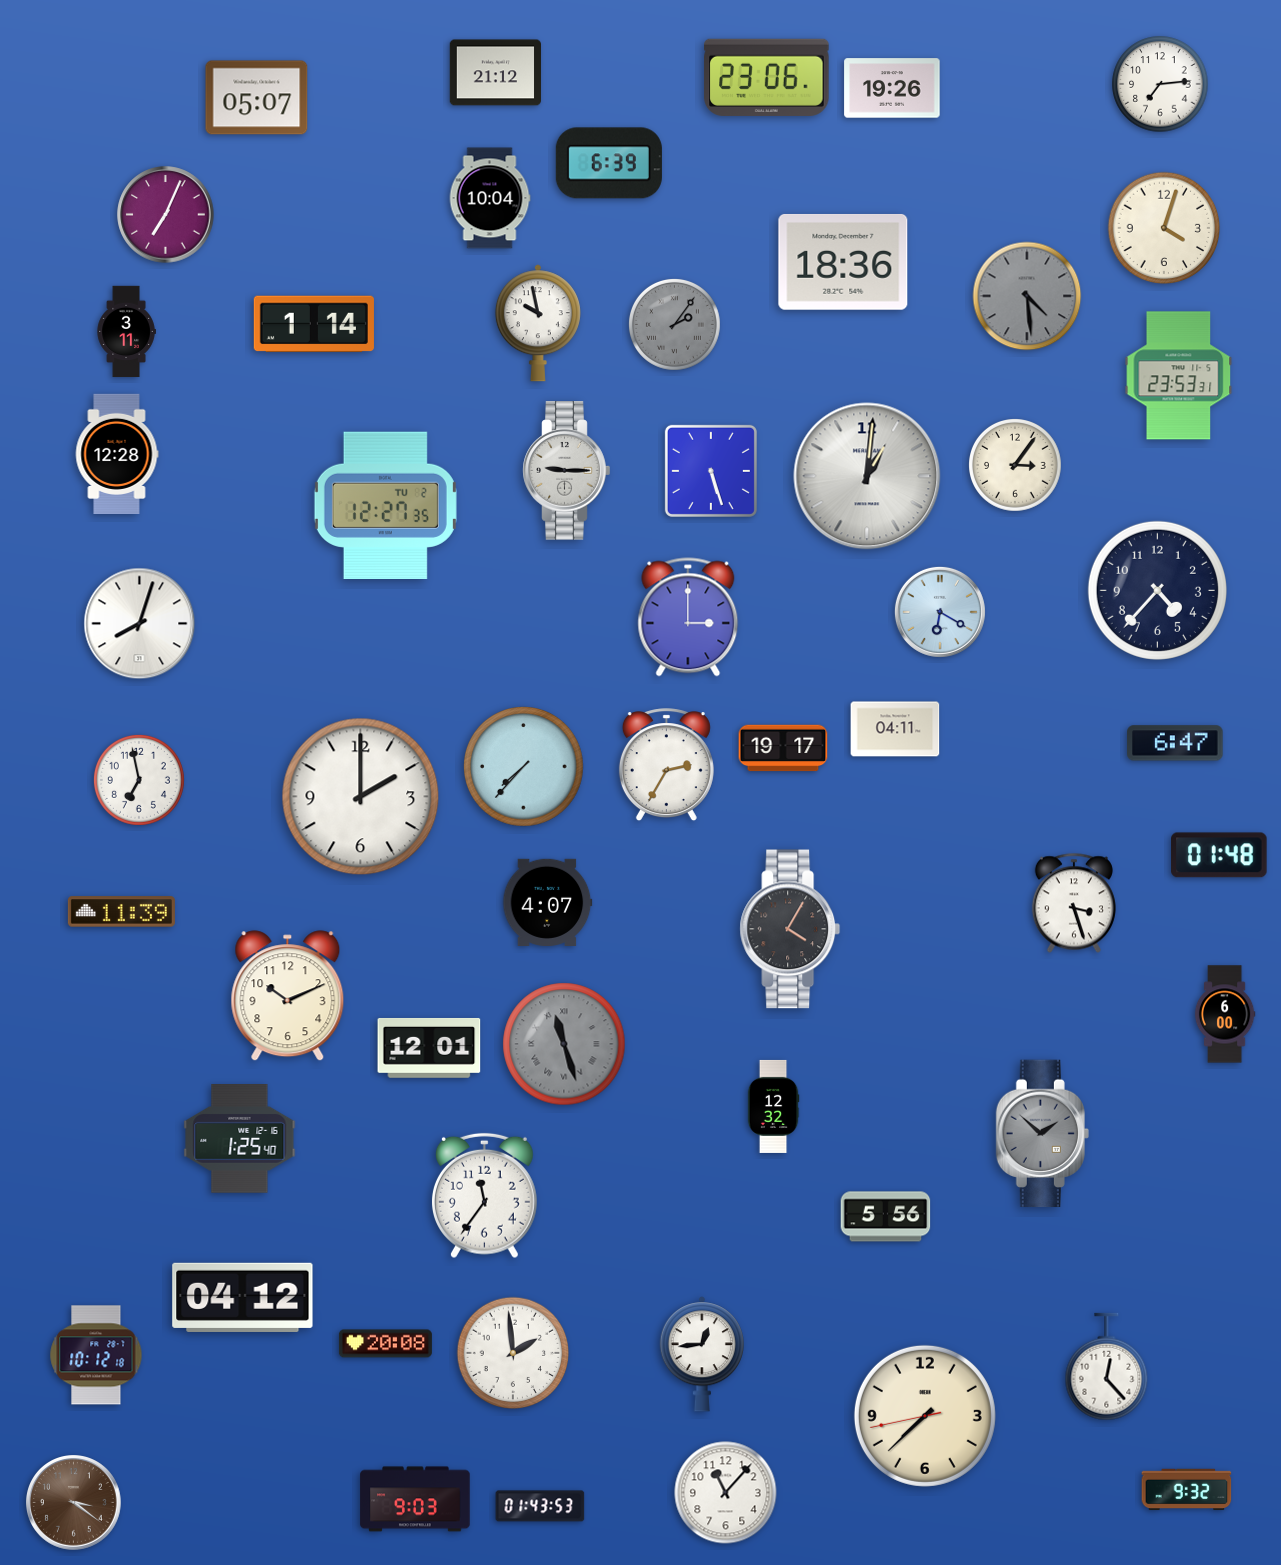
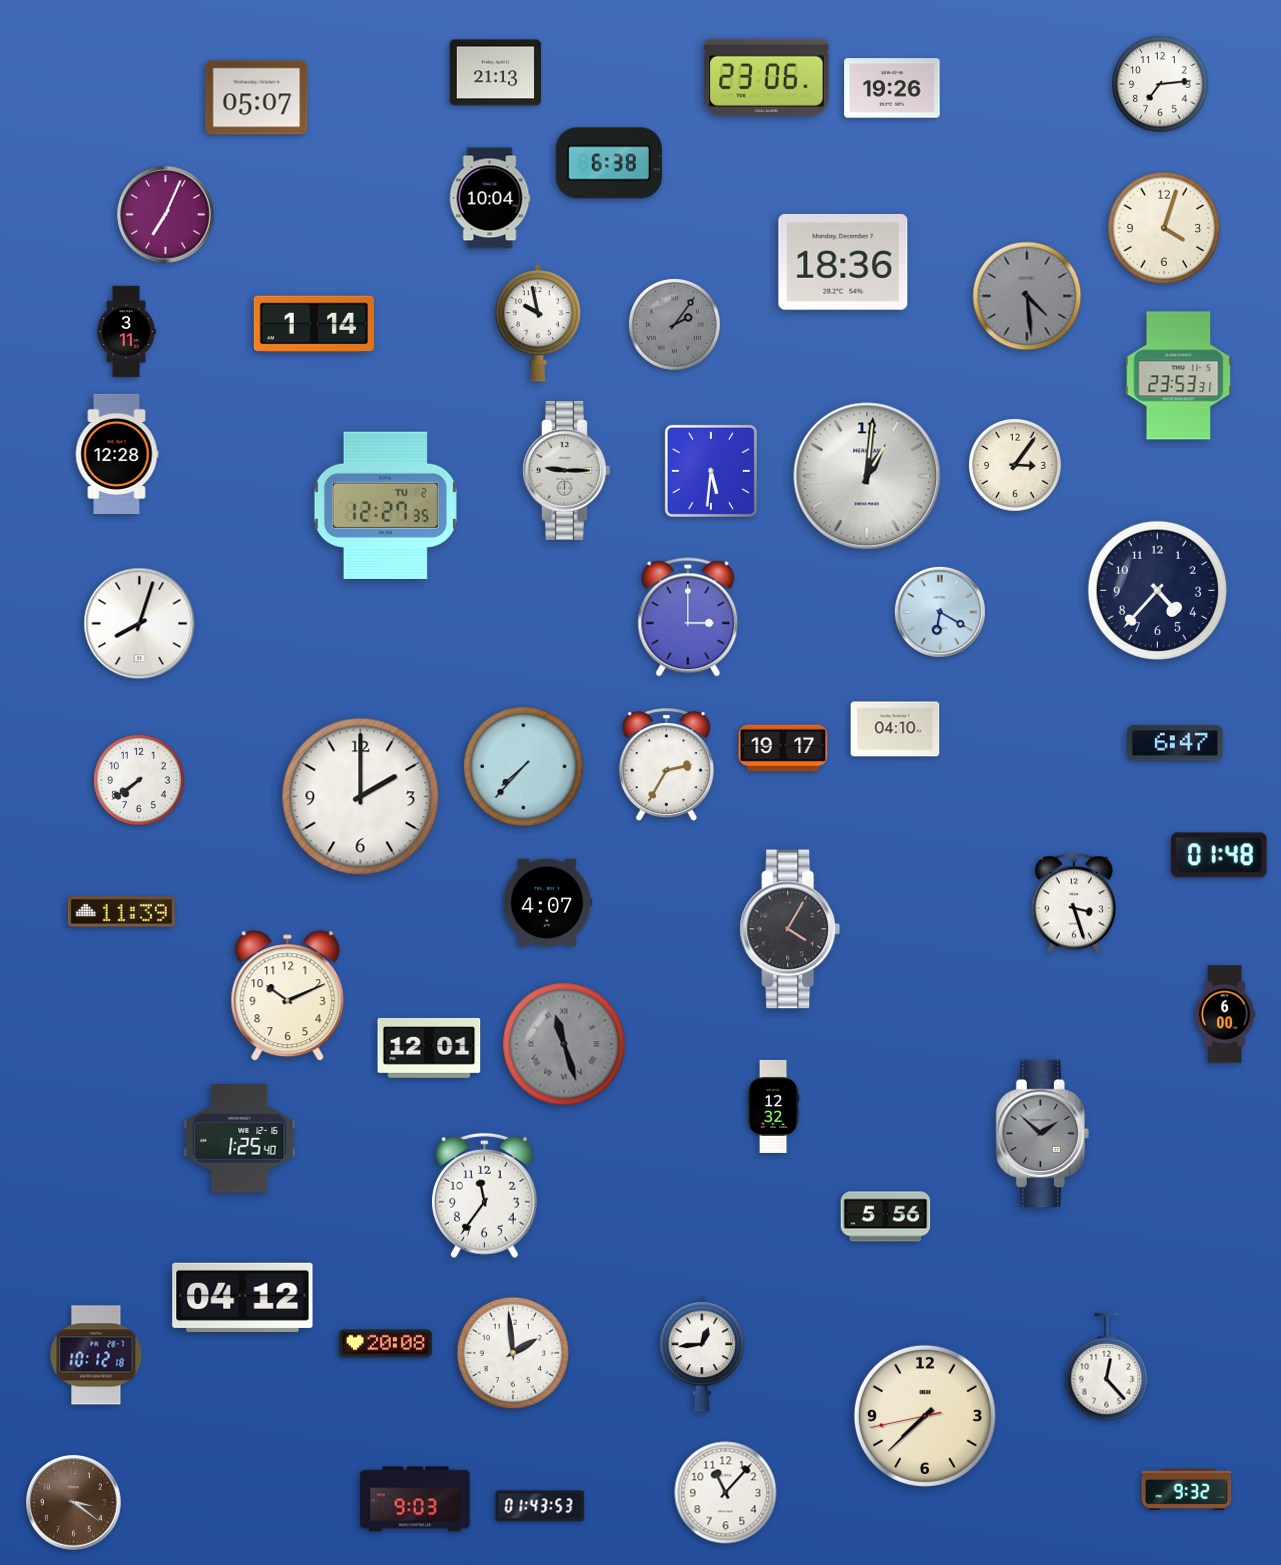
clock at (495, 73): 21:12 -> 21:13
clock at (609, 163): 6:39 -> 6:38
clock at (711, 471): 5:27 -> 5:31
clock at (895, 729): 04:11 -> 04:10
clock at (139, 780): 6:58 -> 7:39
